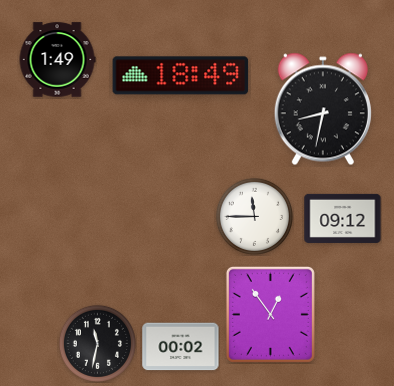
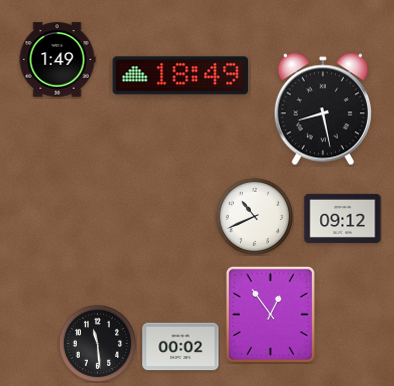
clock at (323, 109): 8:32 -> 8:28
clock at (254, 216): 11:45 -> 10:41
clock at (97, 343): 11:32 -> 11:29
